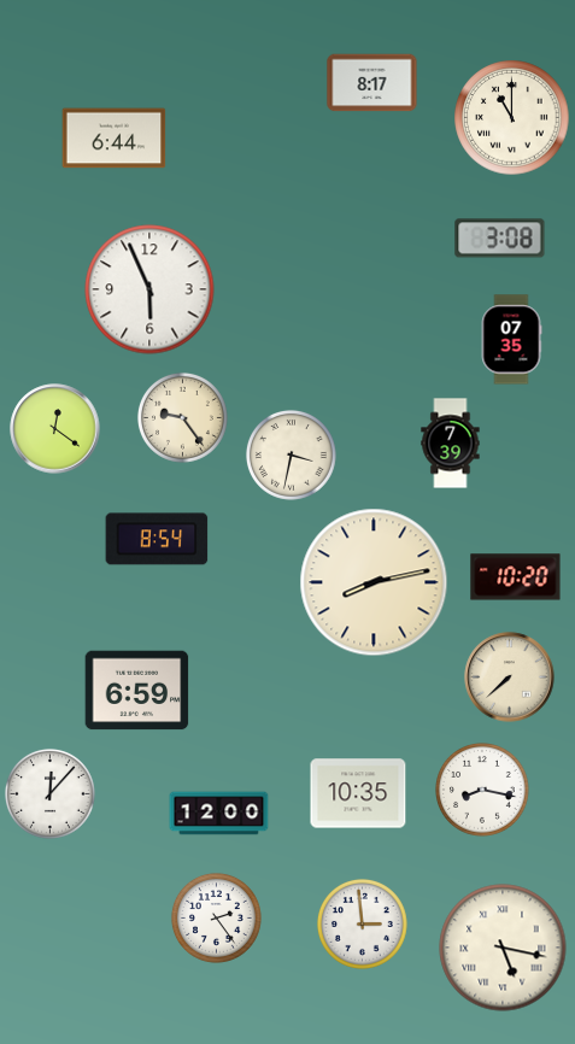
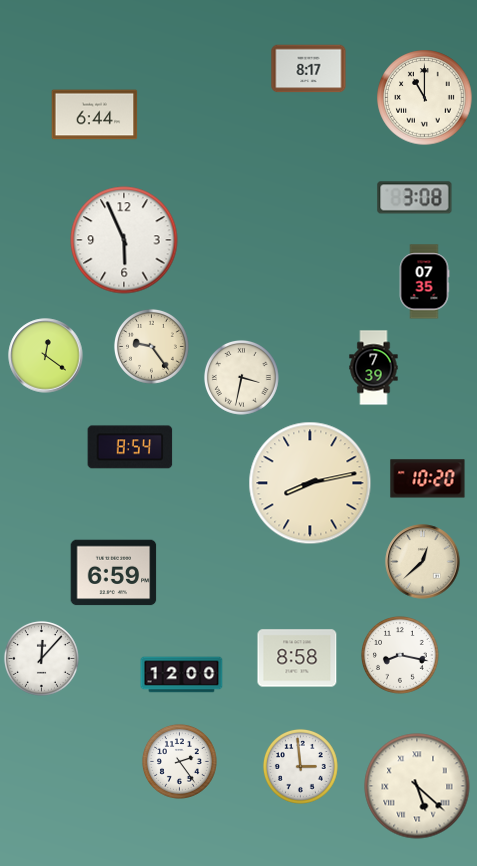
clock at (510, 678): 7:38 -> 12:38
clock at (358, 793): 10:35 -> 8:58
clock at (503, 948): 5:17 -> 5:22
